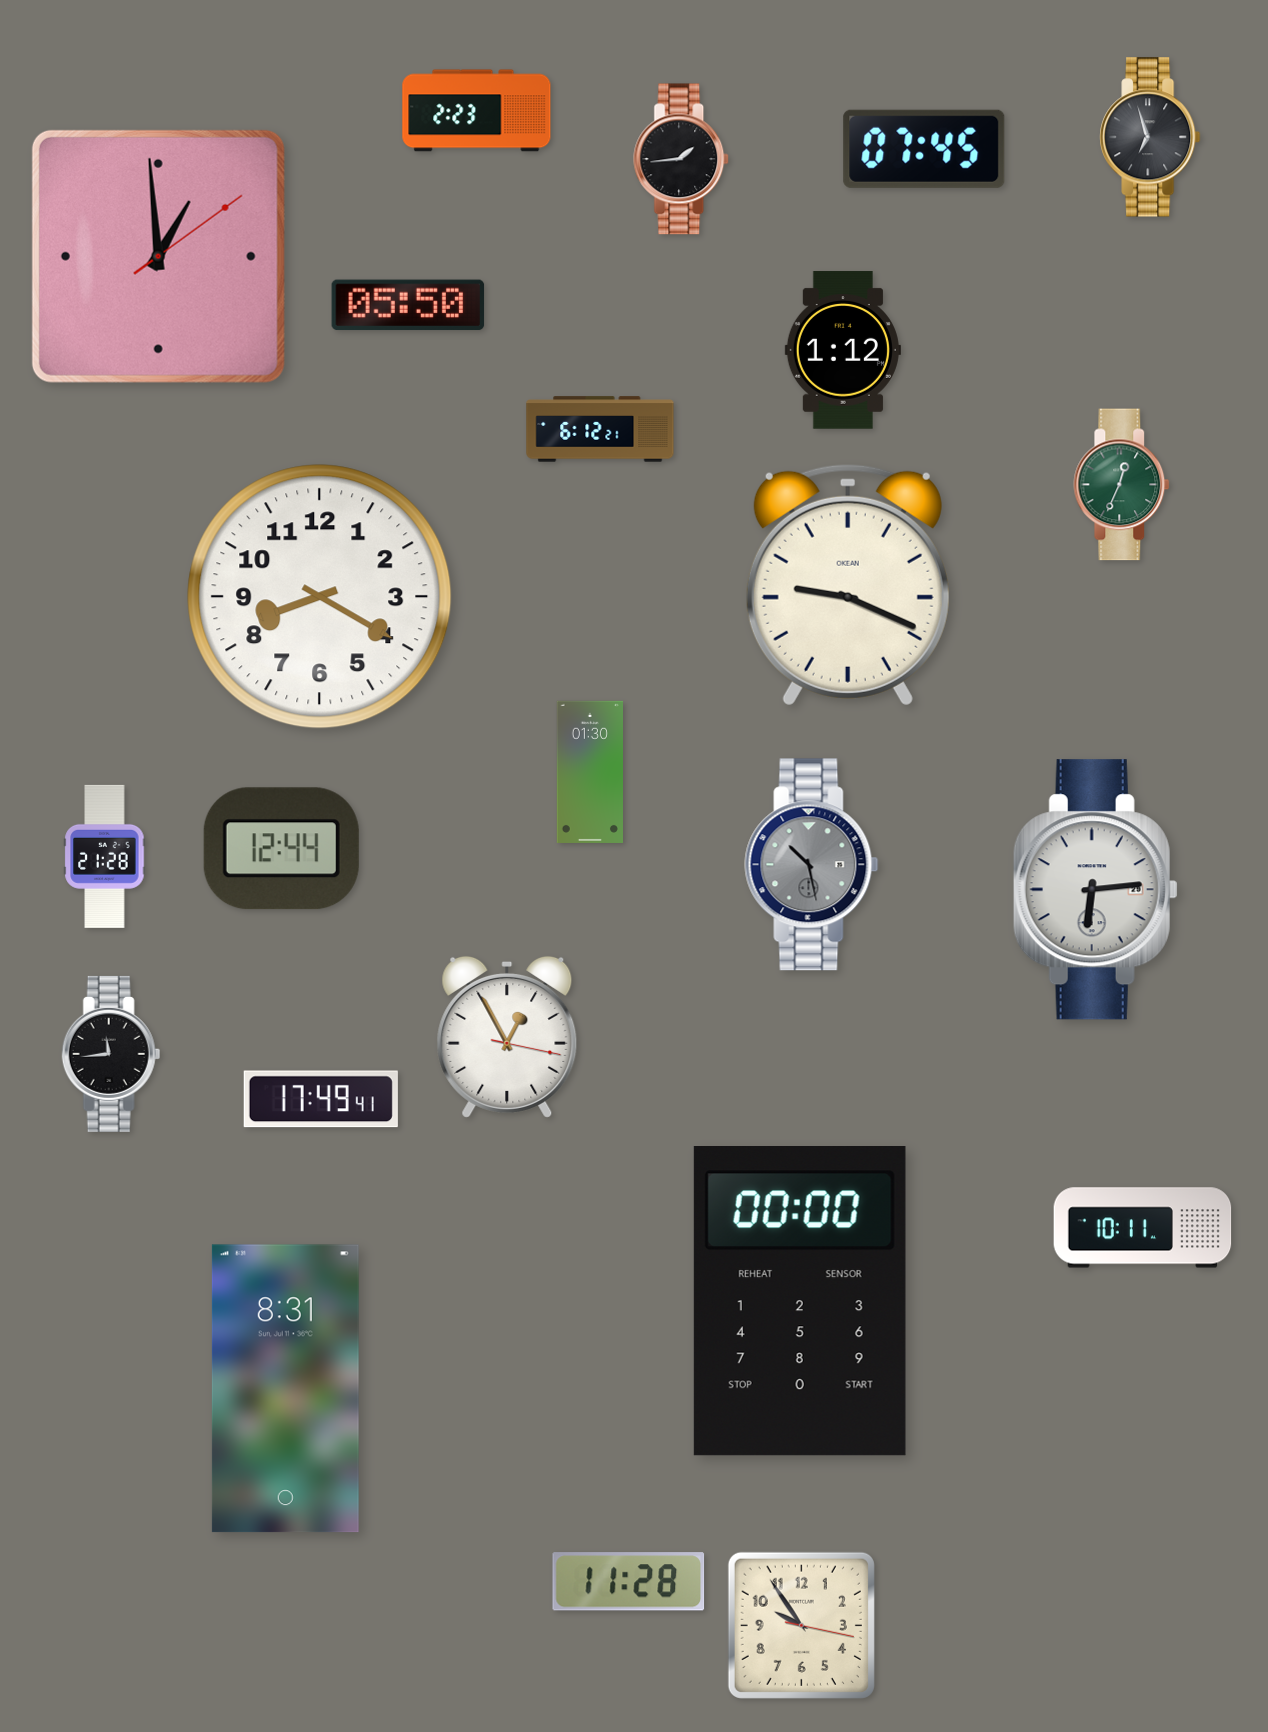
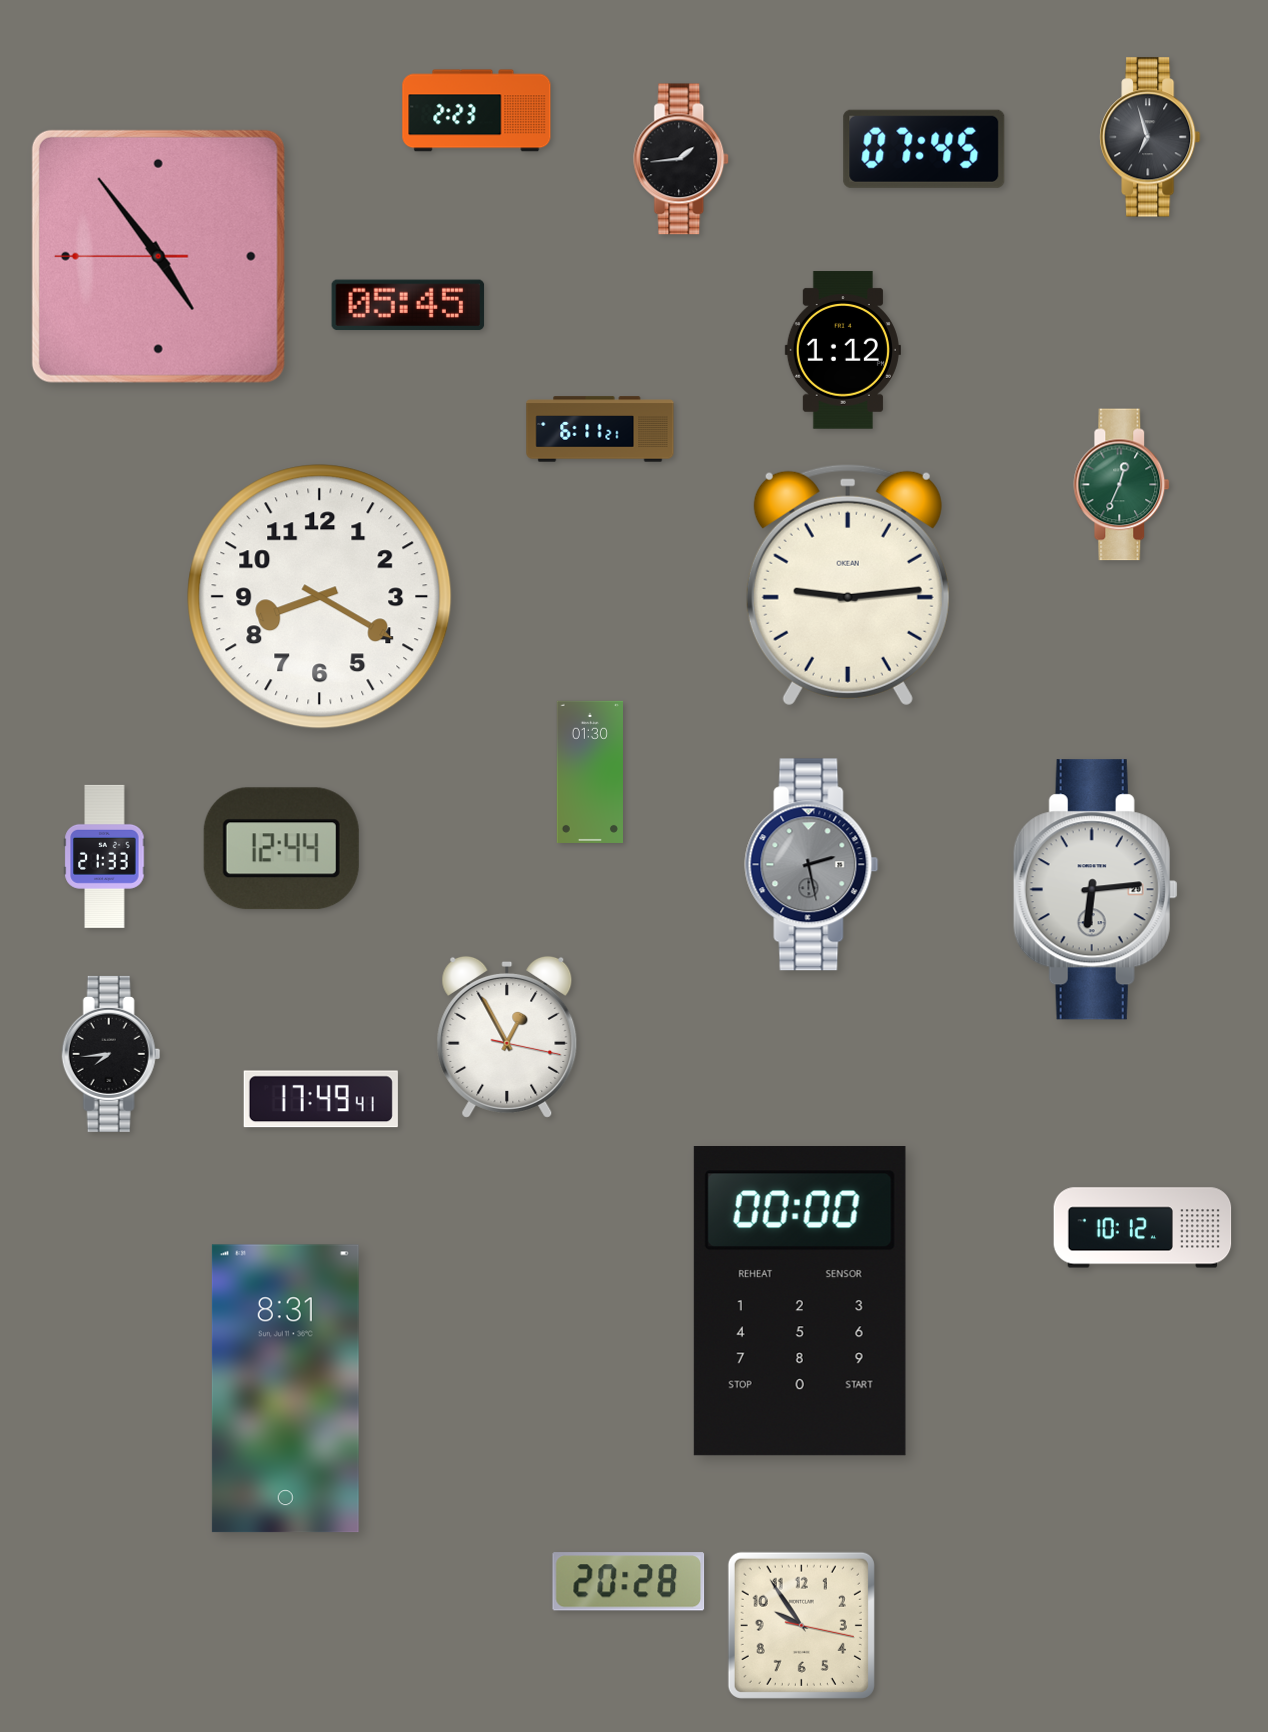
clock at (158, 256): 12:59 -> 4:53
clock at (408, 305): 05:50 -> 05:45
clock at (600, 429): 6:12 -> 6:11
clock at (848, 585): 9:19 -> 9:14
clock at (105, 856): 21:28 -> 21:33
clock at (812, 865): 10:28 -> 2:28
clock at (111, 1054): 11:44 -> 7:44
clock at (1143, 1228): 10:11 -> 10:12
clock at (629, 1582): 11:28 -> 20:28
